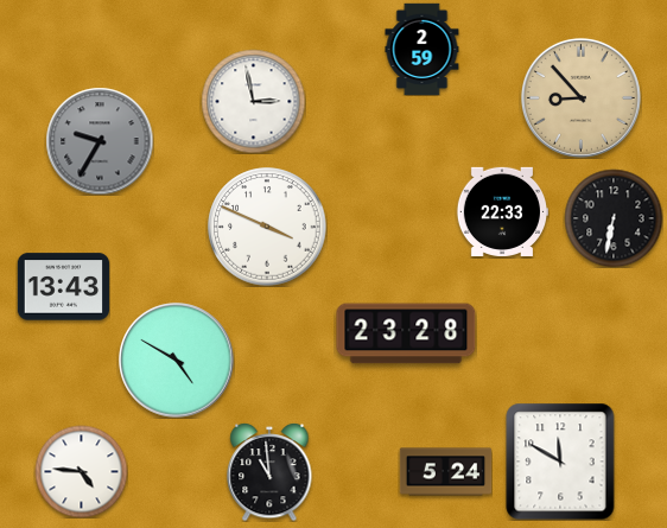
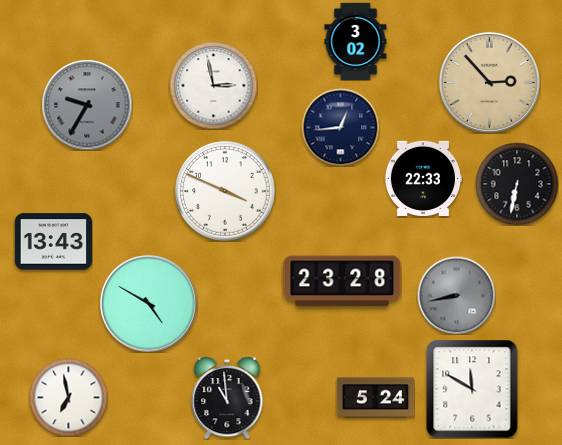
clock at (423, 49): 2:59 -> 3:02
clock at (580, 97): 8:53 -> 2:53
clock at (100, 141) position: (100, 141) -> (87, 105)
clock at (340, 127): none -> 12:44
clock at (456, 295): none -> 8:43
clock at (81, 471): 4:46 -> 6:58
